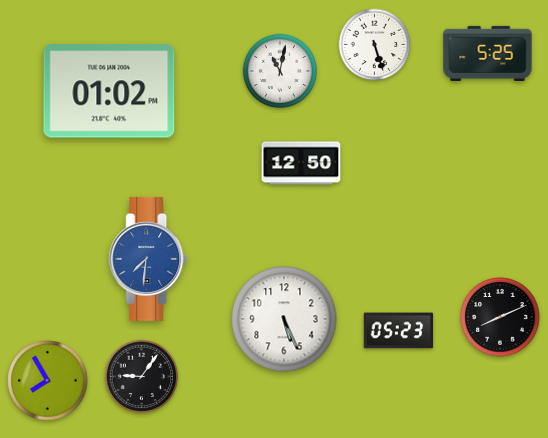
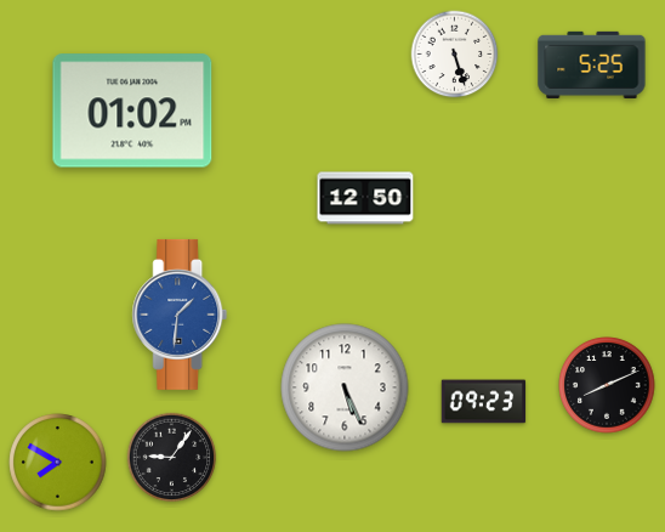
clock at (280, 71): 11:02 -> none
clock at (148, 259): 7:31 -> 1:31
clock at (399, 331): 05:23 -> 09:23
clock at (48, 381): 7:55 -> 7:50
